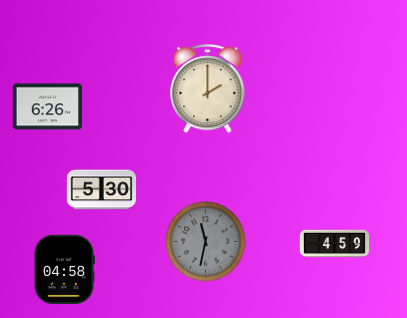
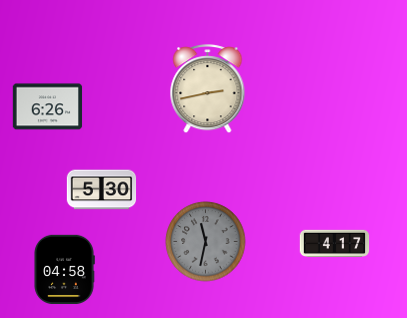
clock at (208, 89): 2:00 -> 2:43
clock at (335, 243): 4:59 -> 4:17
